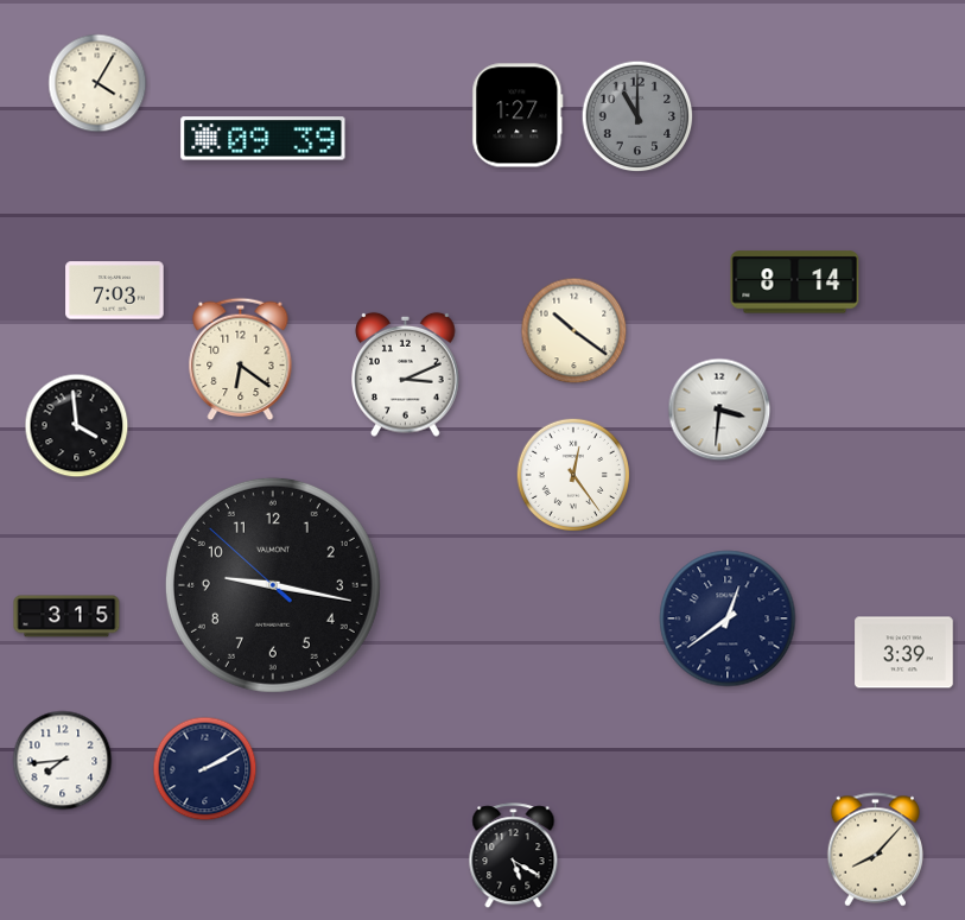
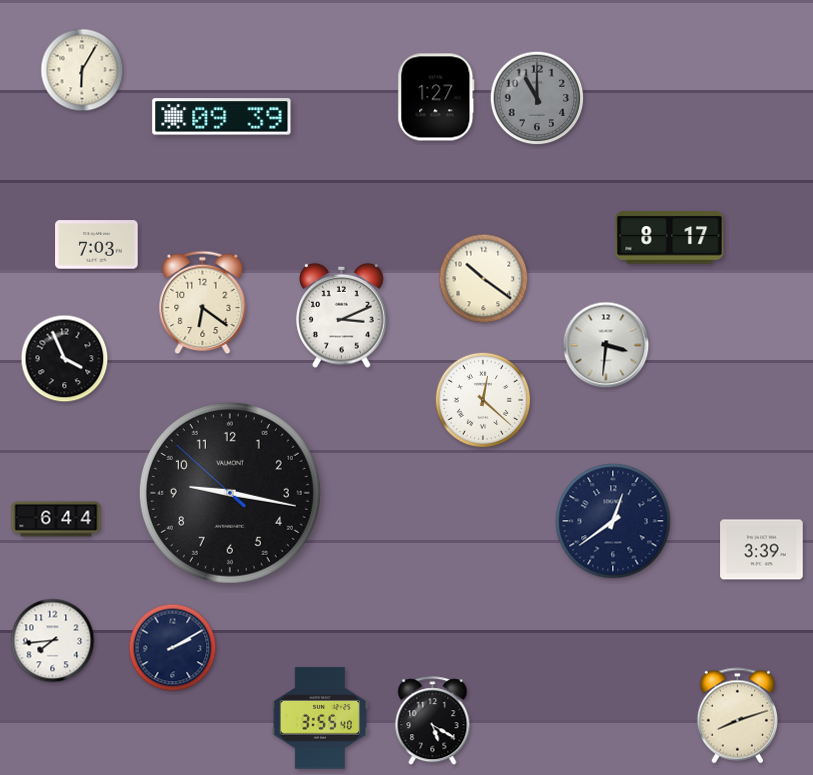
clock at (97, 83): 4:05 -> 6:05
clock at (795, 283): 8:14 -> 8:17
clock at (77, 426): 3:59 -> 3:56
clock at (572, 474): 12:24 -> 12:22
clock at (66, 616): 3:15 -> 6:44
clock at (875, 850): 8:07 -> 8:12
clock at (319, 718): none -> 3:55
